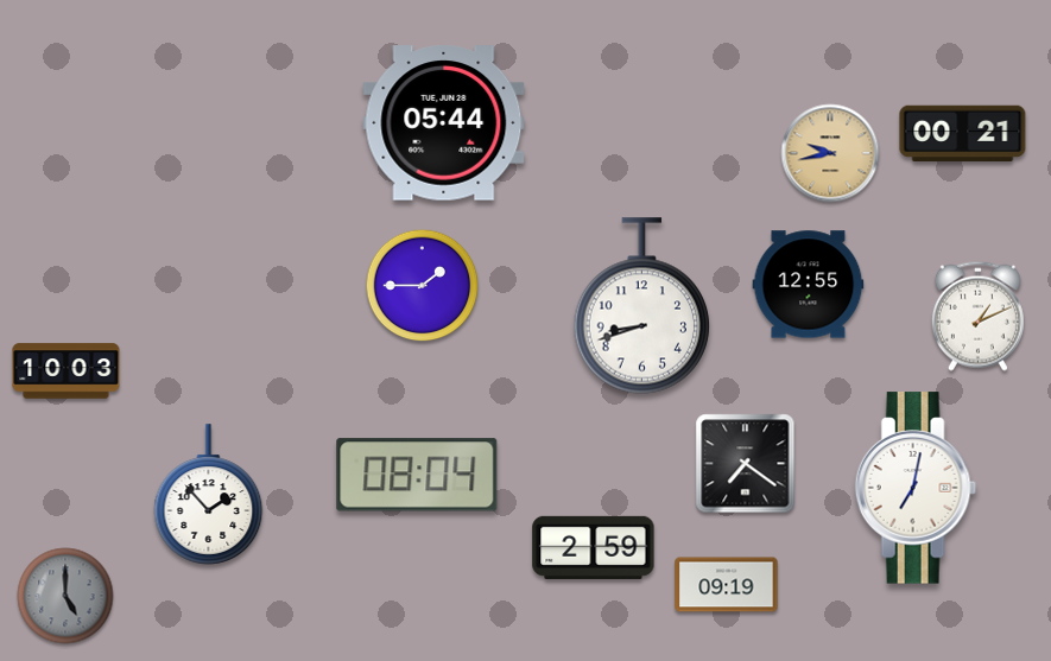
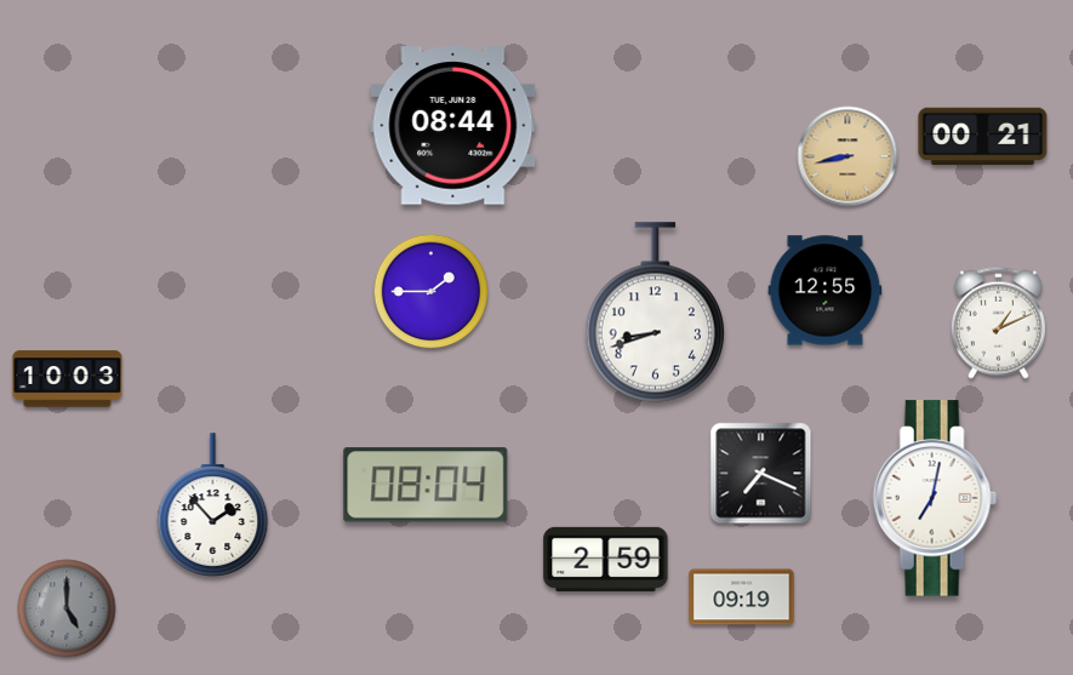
clock at (444, 123): 05:44 -> 08:44
clock at (830, 153): 9:43 -> 8:43
clock at (746, 464): 7:21 -> 7:19
